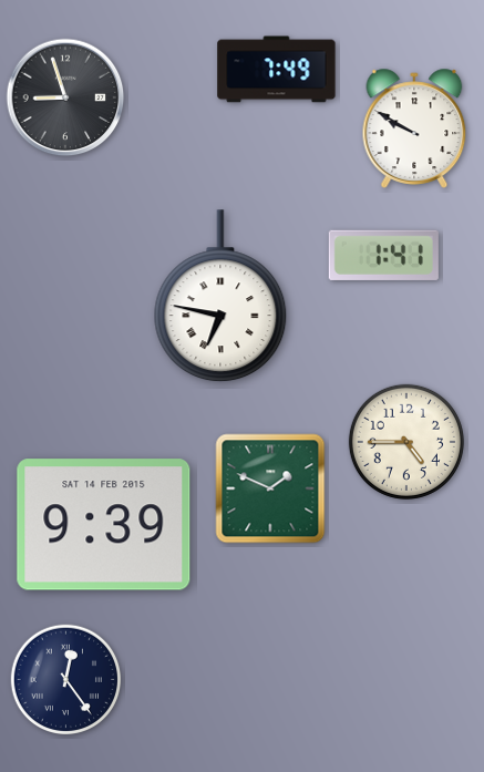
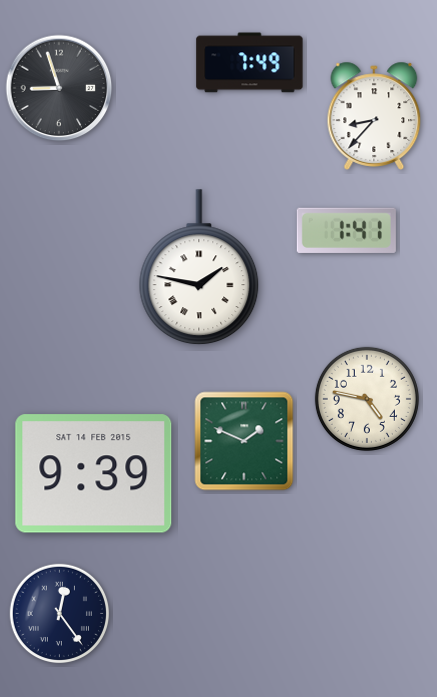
clock at (414, 128): 9:50 -> 8:37
clock at (220, 297): 6:47 -> 1:47
clock at (406, 442): 4:45 -> 4:47
